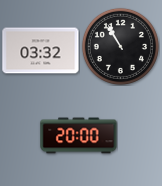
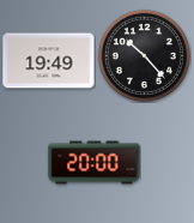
clock at (120, 46): 10:55 -> 10:23
clock at (41, 51): 03:32 -> 19:49
